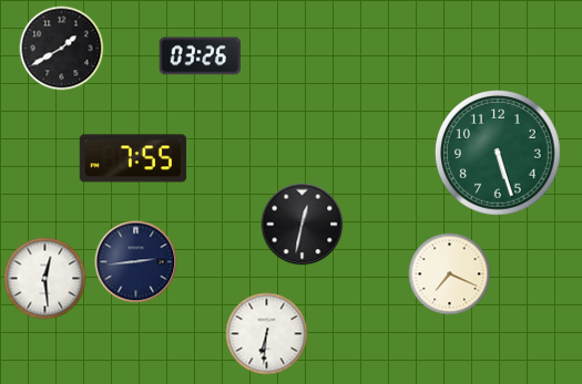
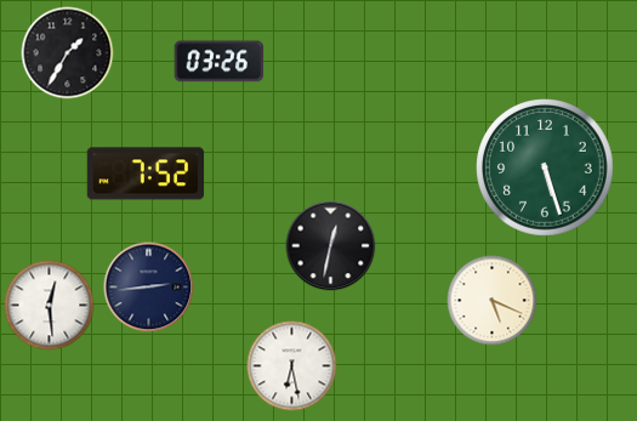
clock at (62, 49): 1:40 -> 1:35
clock at (132, 158): 7:55 -> 7:52
clock at (450, 274): 7:19 -> 5:19
clock at (267, 334): 6:31 -> 6:28
